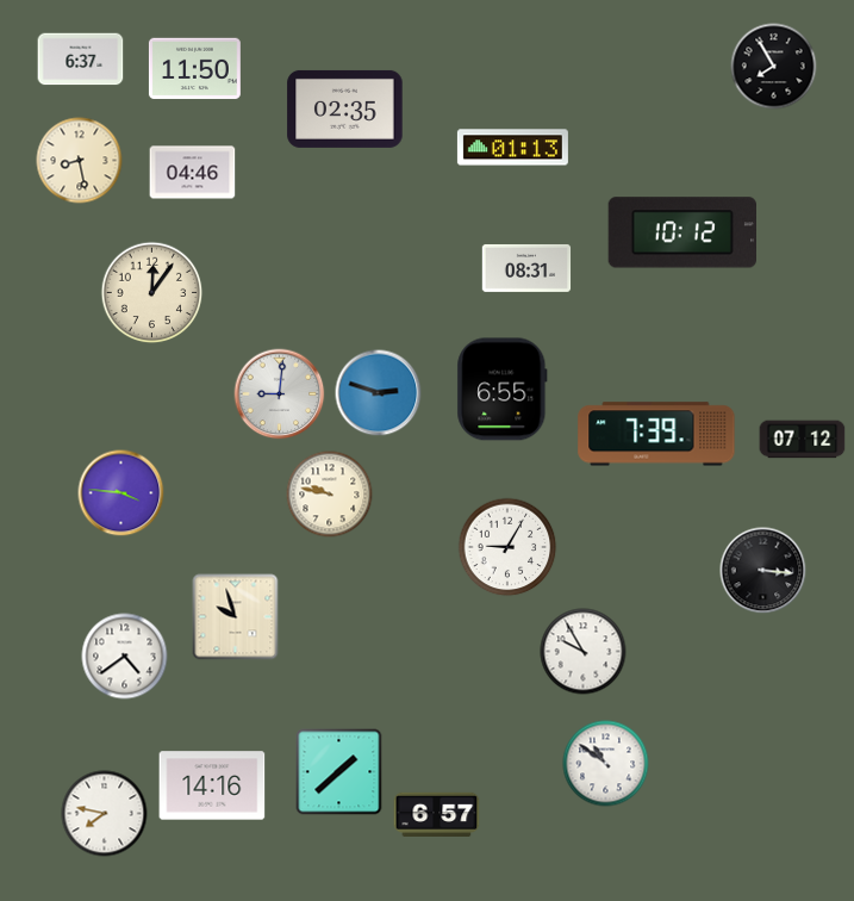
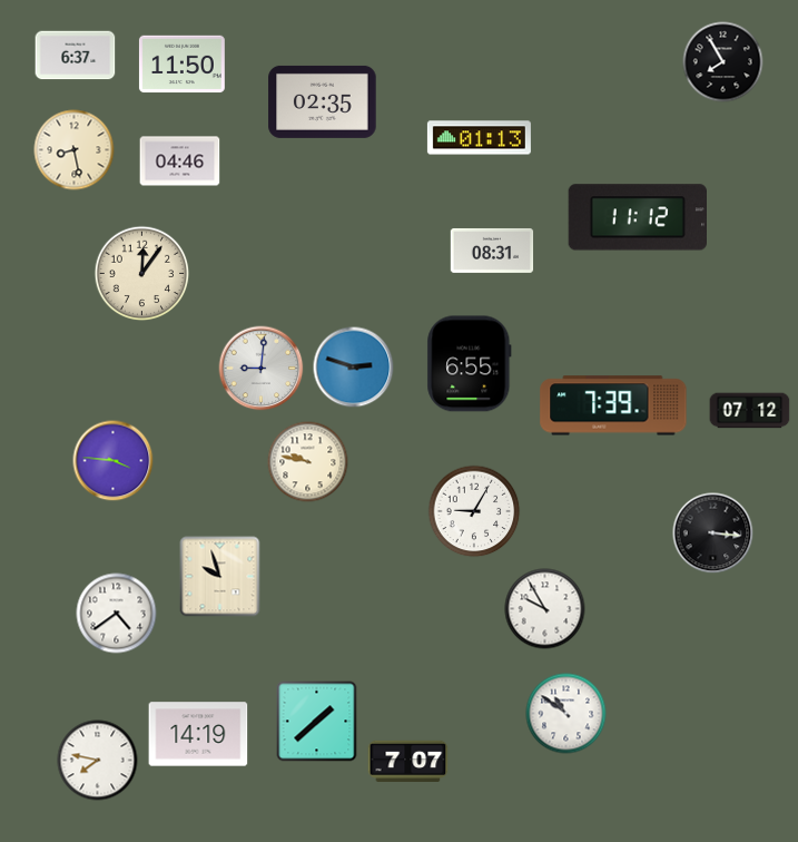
clock at (681, 232): 10:12 -> 11:12
clock at (212, 785): 14:16 -> 14:19
clock at (437, 814): 6:57 -> 7:07
